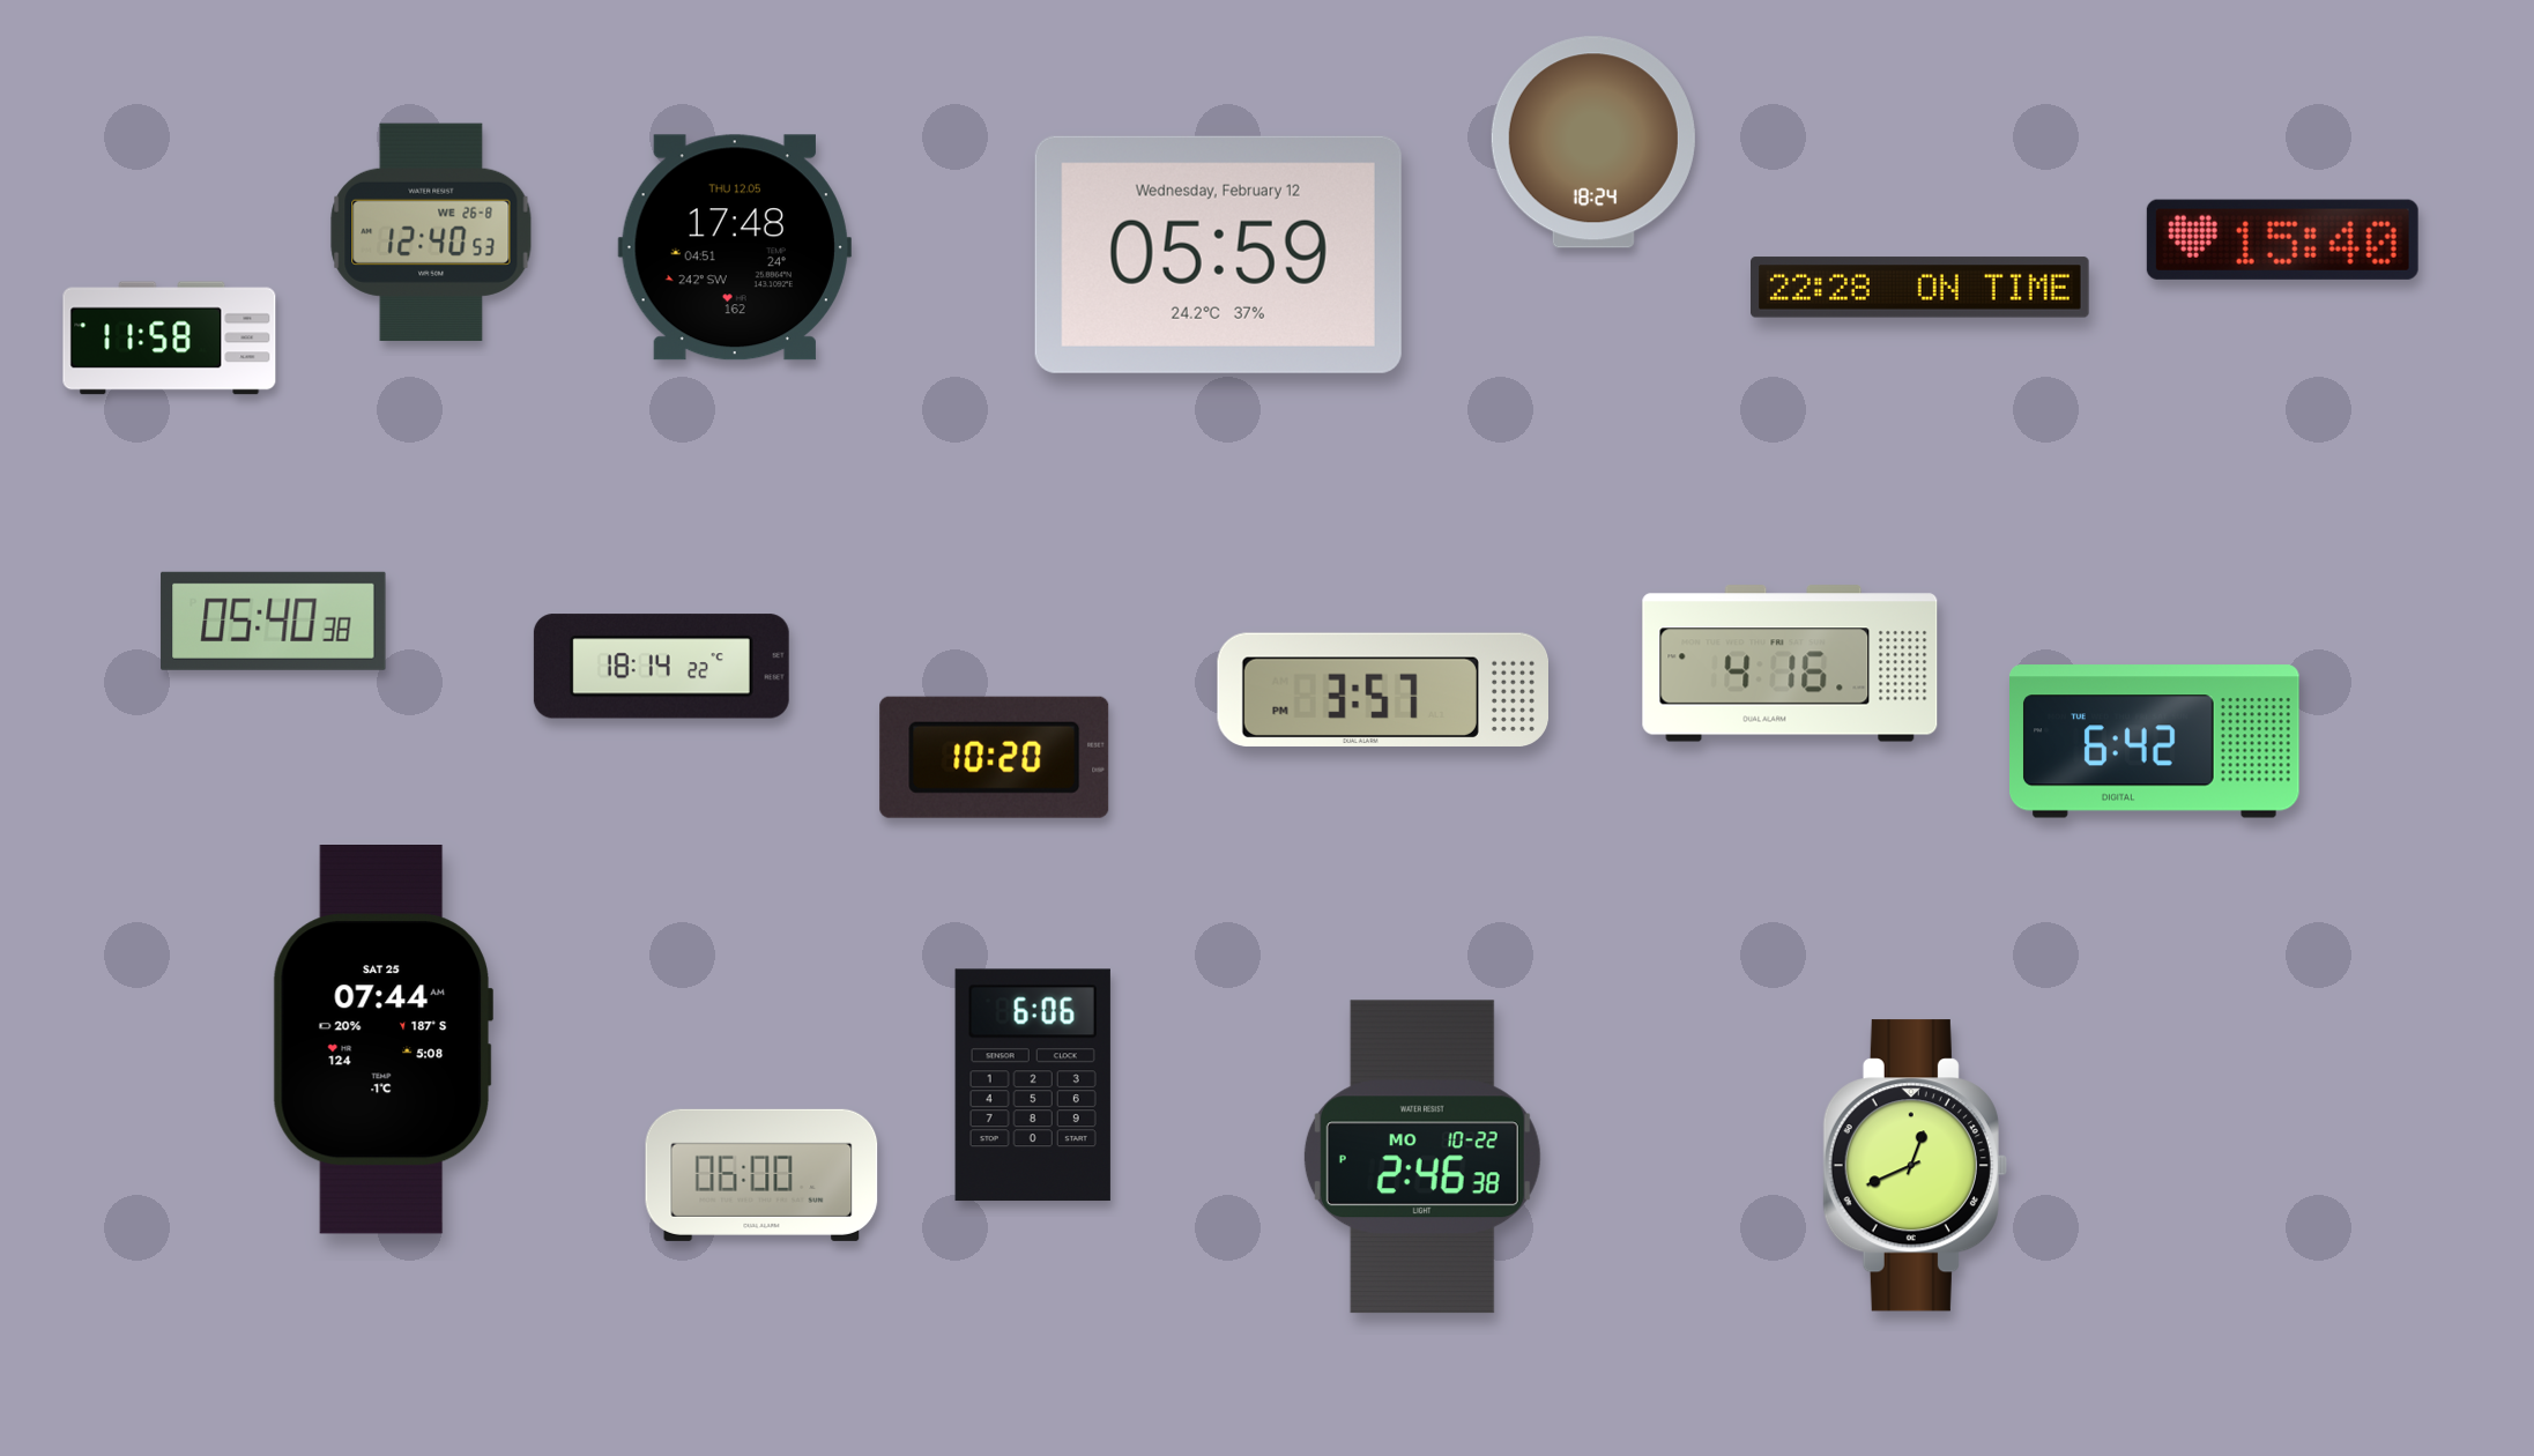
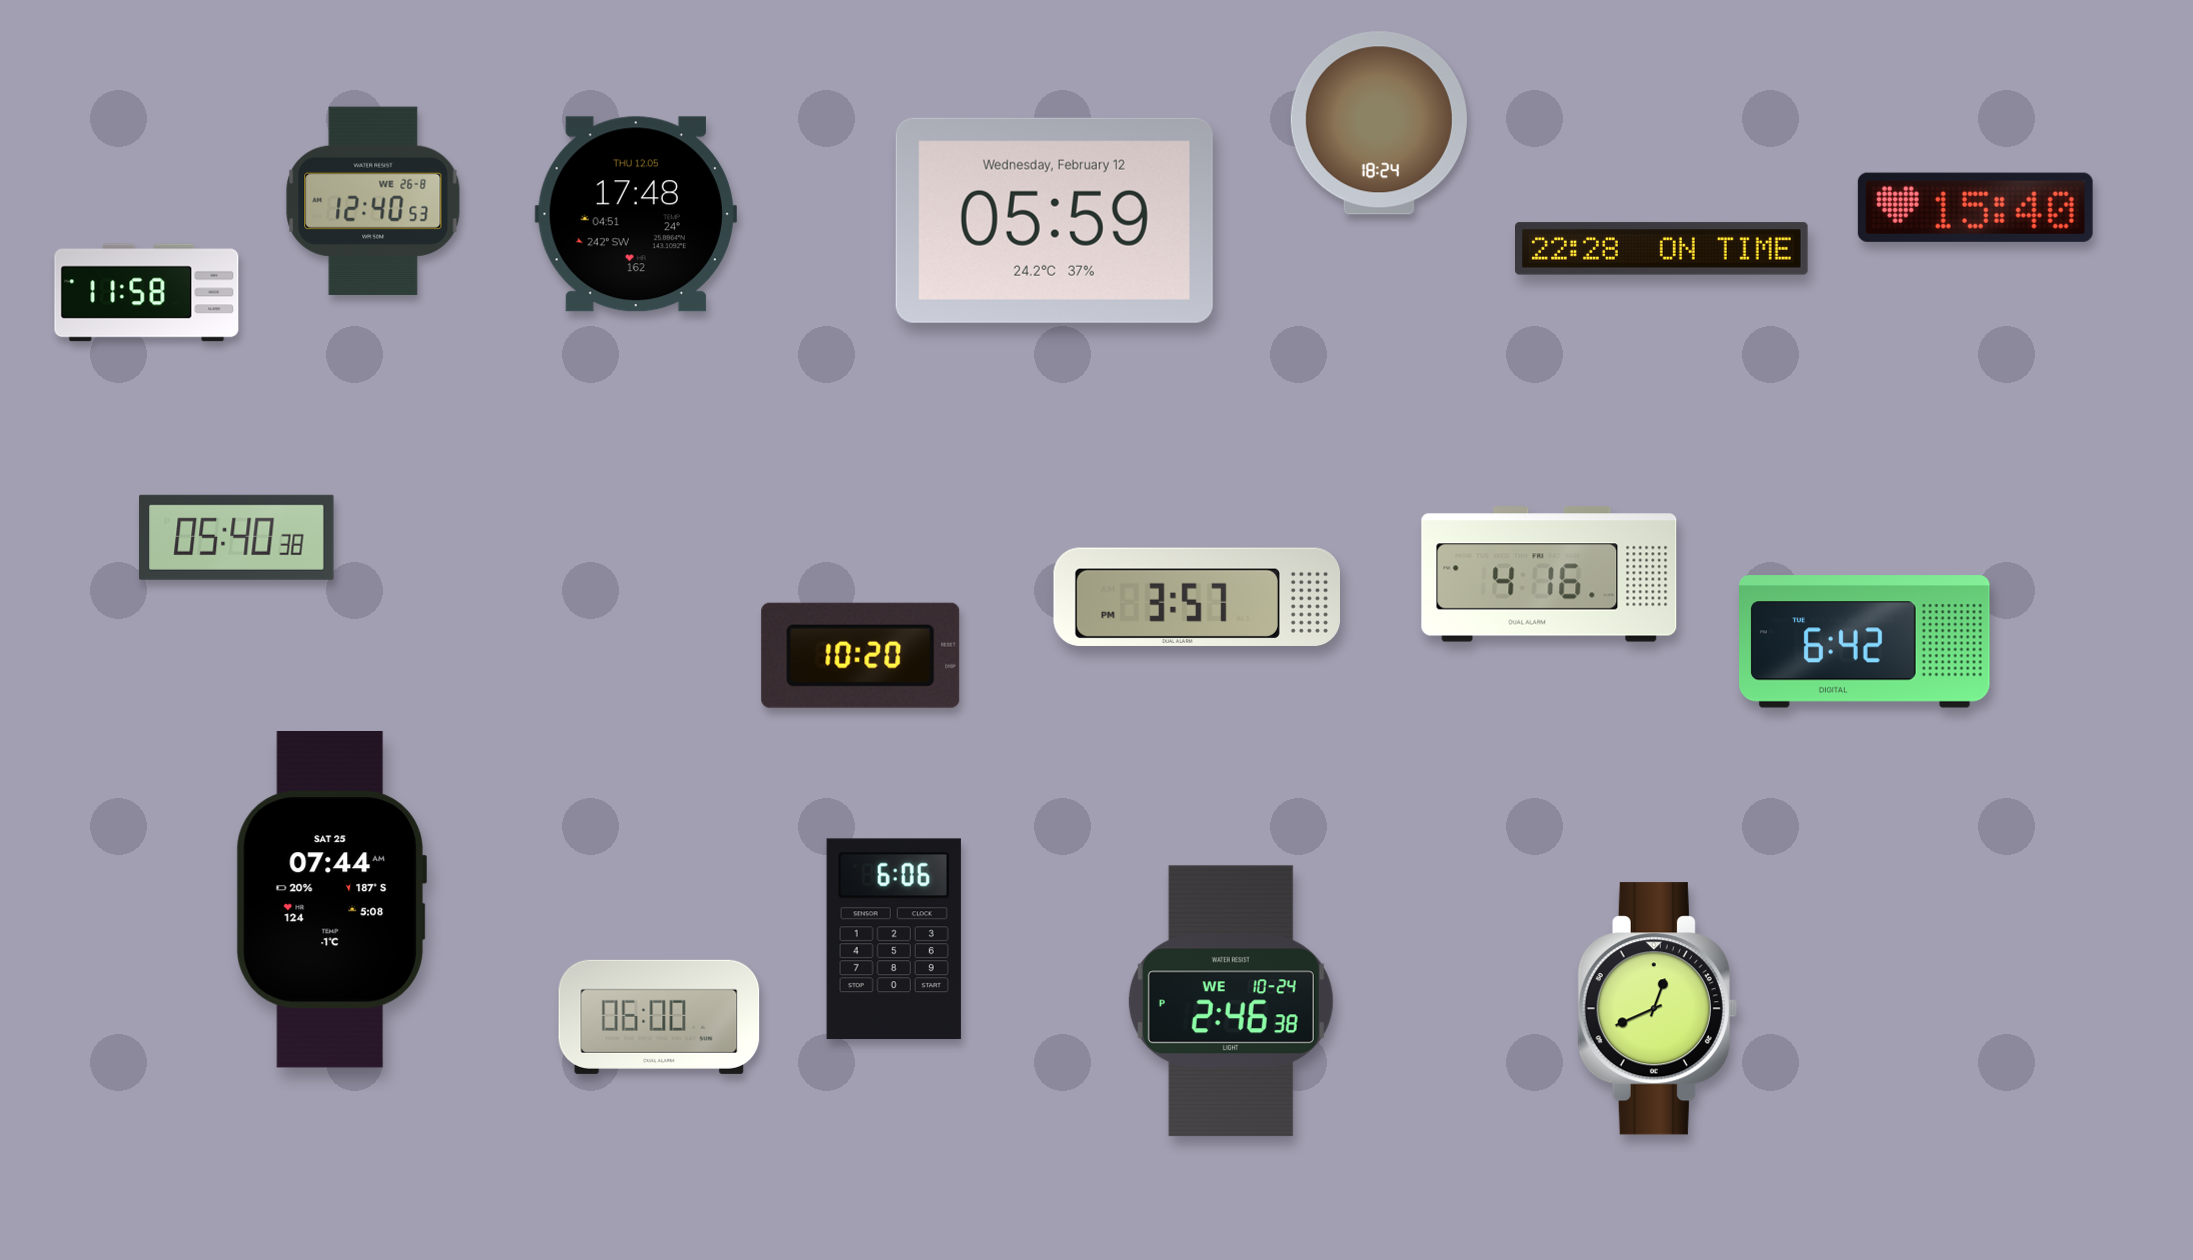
clock at (661, 667): 18:14 -> none
clock at (1422, 1157) date: MO 10-22 -> WE 10-24
